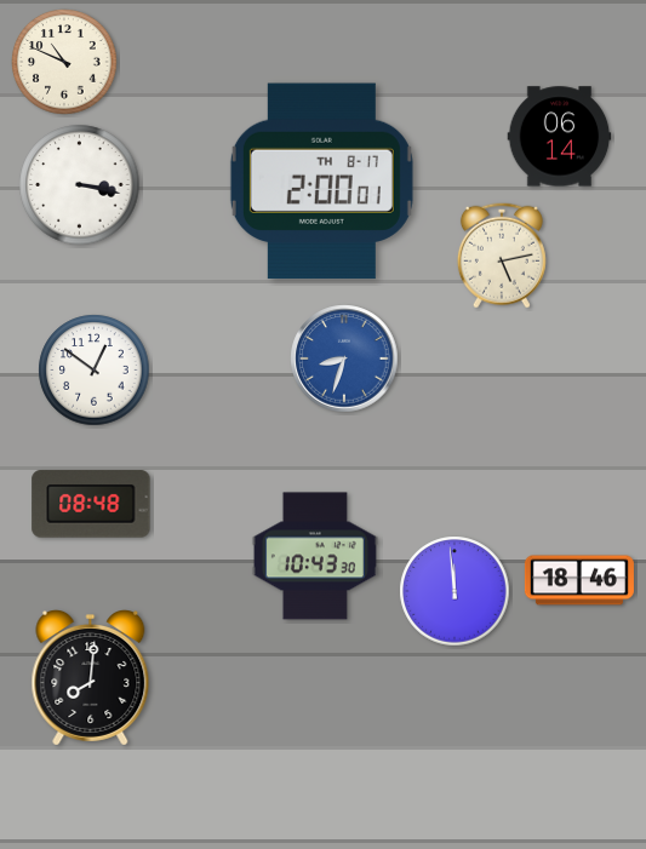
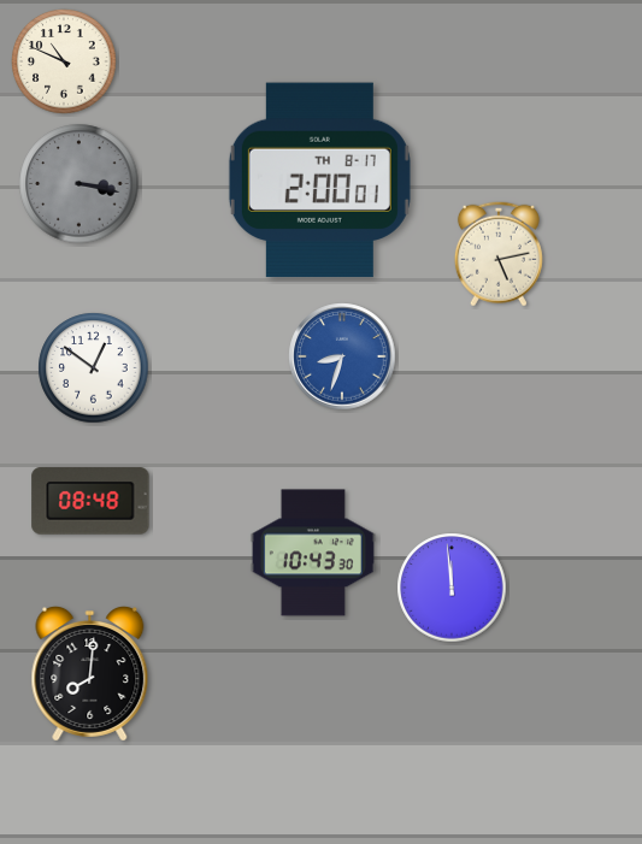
clock at (560, 137): 06:14 -> none
clock at (80, 185) dial: white -> grey
clock at (579, 580): 18:46 -> none
